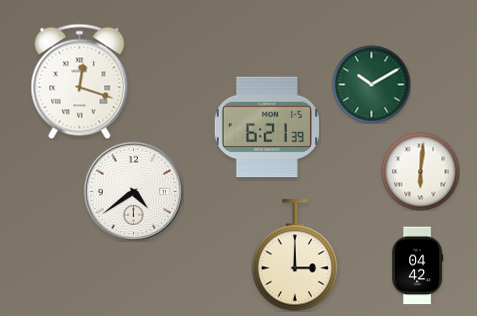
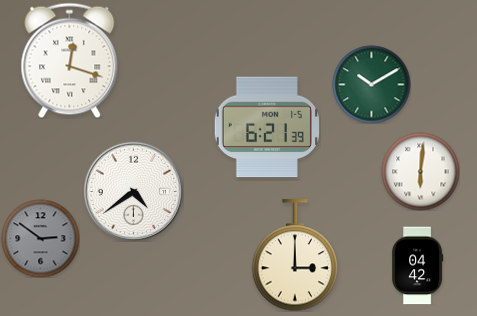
clock at (80, 81) position: (80, 81) -> (70, 60)
clock at (40, 238): none -> 2:51
